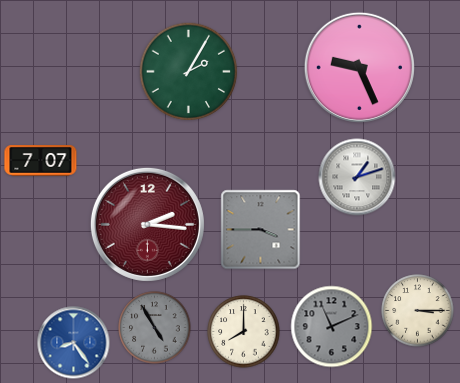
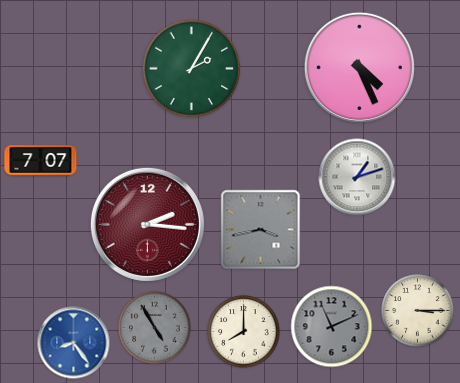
clock at (359, 67): 9:26 -> 4:26
clock at (189, 72) position: (189, 72) -> (192, 69)
clock at (261, 230): 3:45 -> 3:43
